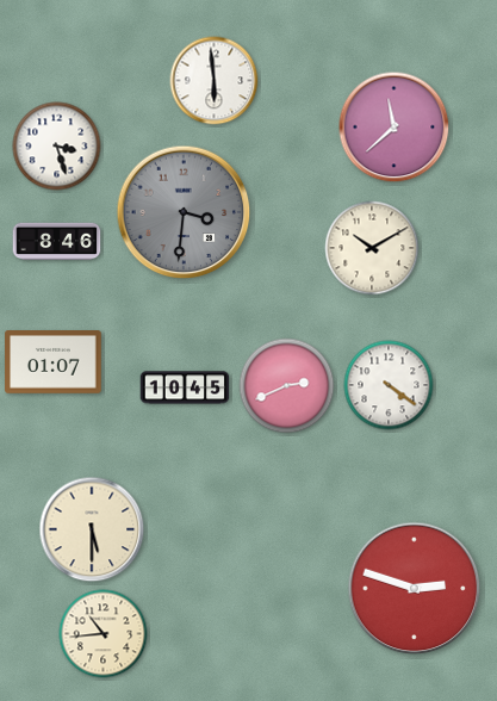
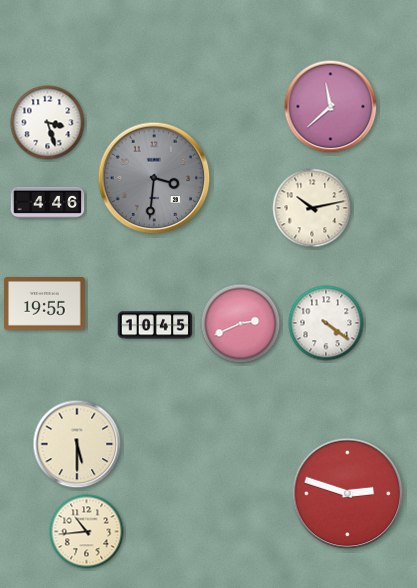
clock at (215, 81): 5:59 -> none
clock at (57, 242): 8:46 -> 4:46
clock at (372, 248): 10:10 -> 10:13
clock at (54, 362): 01:07 -> 19:55
